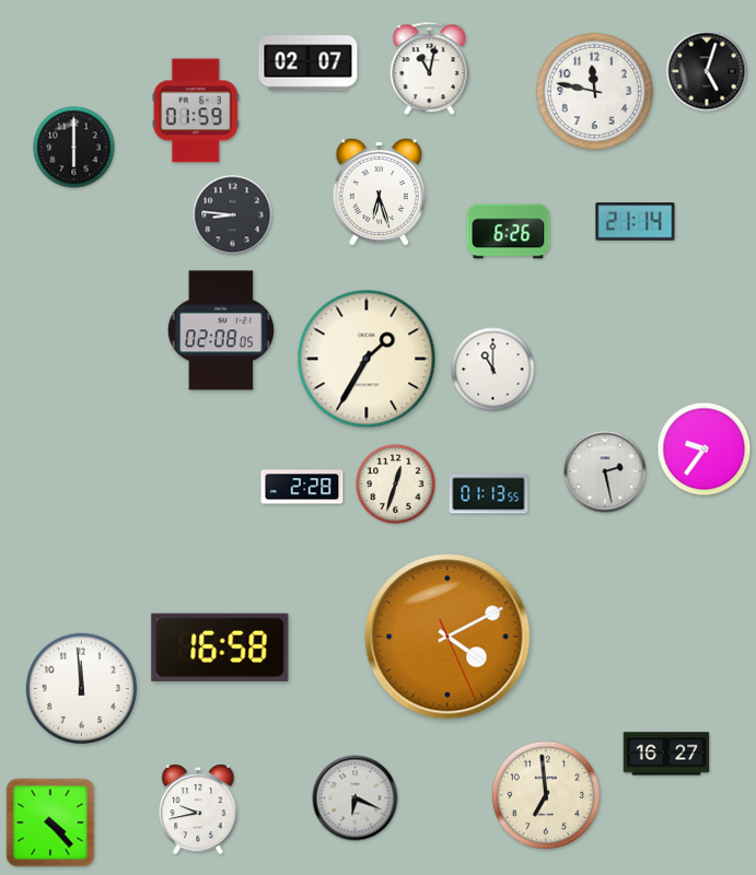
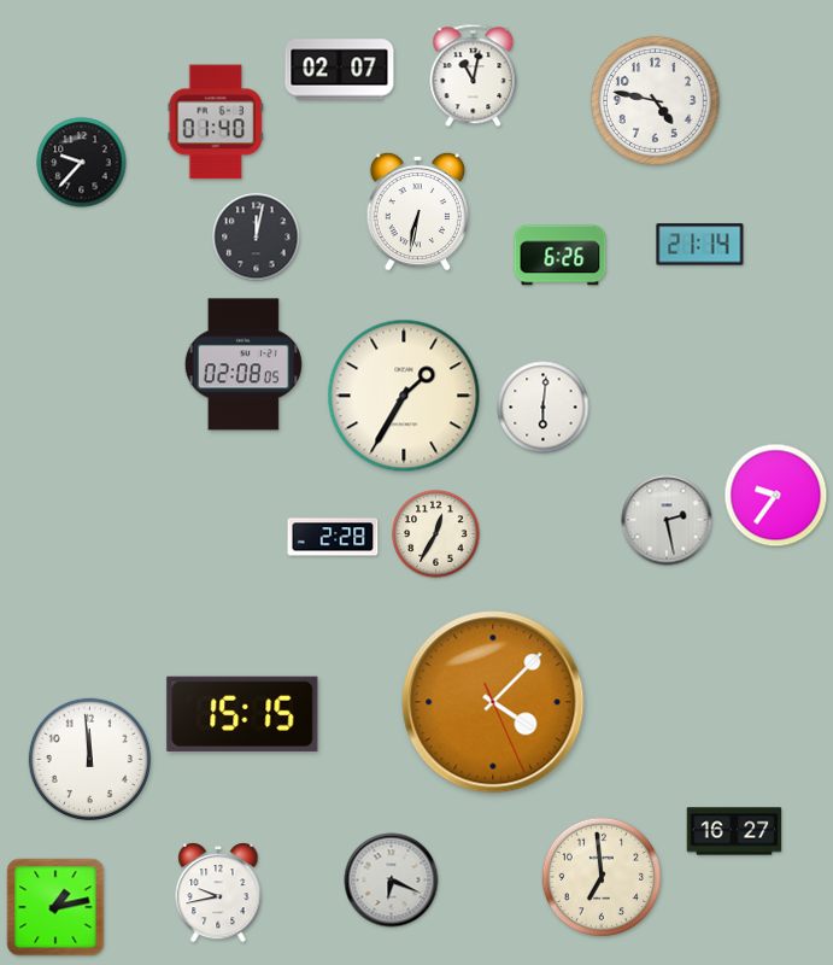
clock at (707, 71): 5:03 -> none
clock at (594, 91): 11:47 -> 4:47
clock at (196, 110): 01:59 -> 01:40
clock at (74, 148): 6:00 -> 9:37
clock at (379, 191): 6:27 -> 6:32
clock at (233, 215): 8:46 -> 12:02
clock at (493, 370): 11:00 -> 6:01
clock at (396, 485): 12:33 -> 12:35
clock at (489, 494): 01:13 -> none
clock at (447, 637): 4:10 -> 4:07
clock at (220, 647): 16:58 -> 15:15
clock at (50, 822): 4:23 -> 1:13
